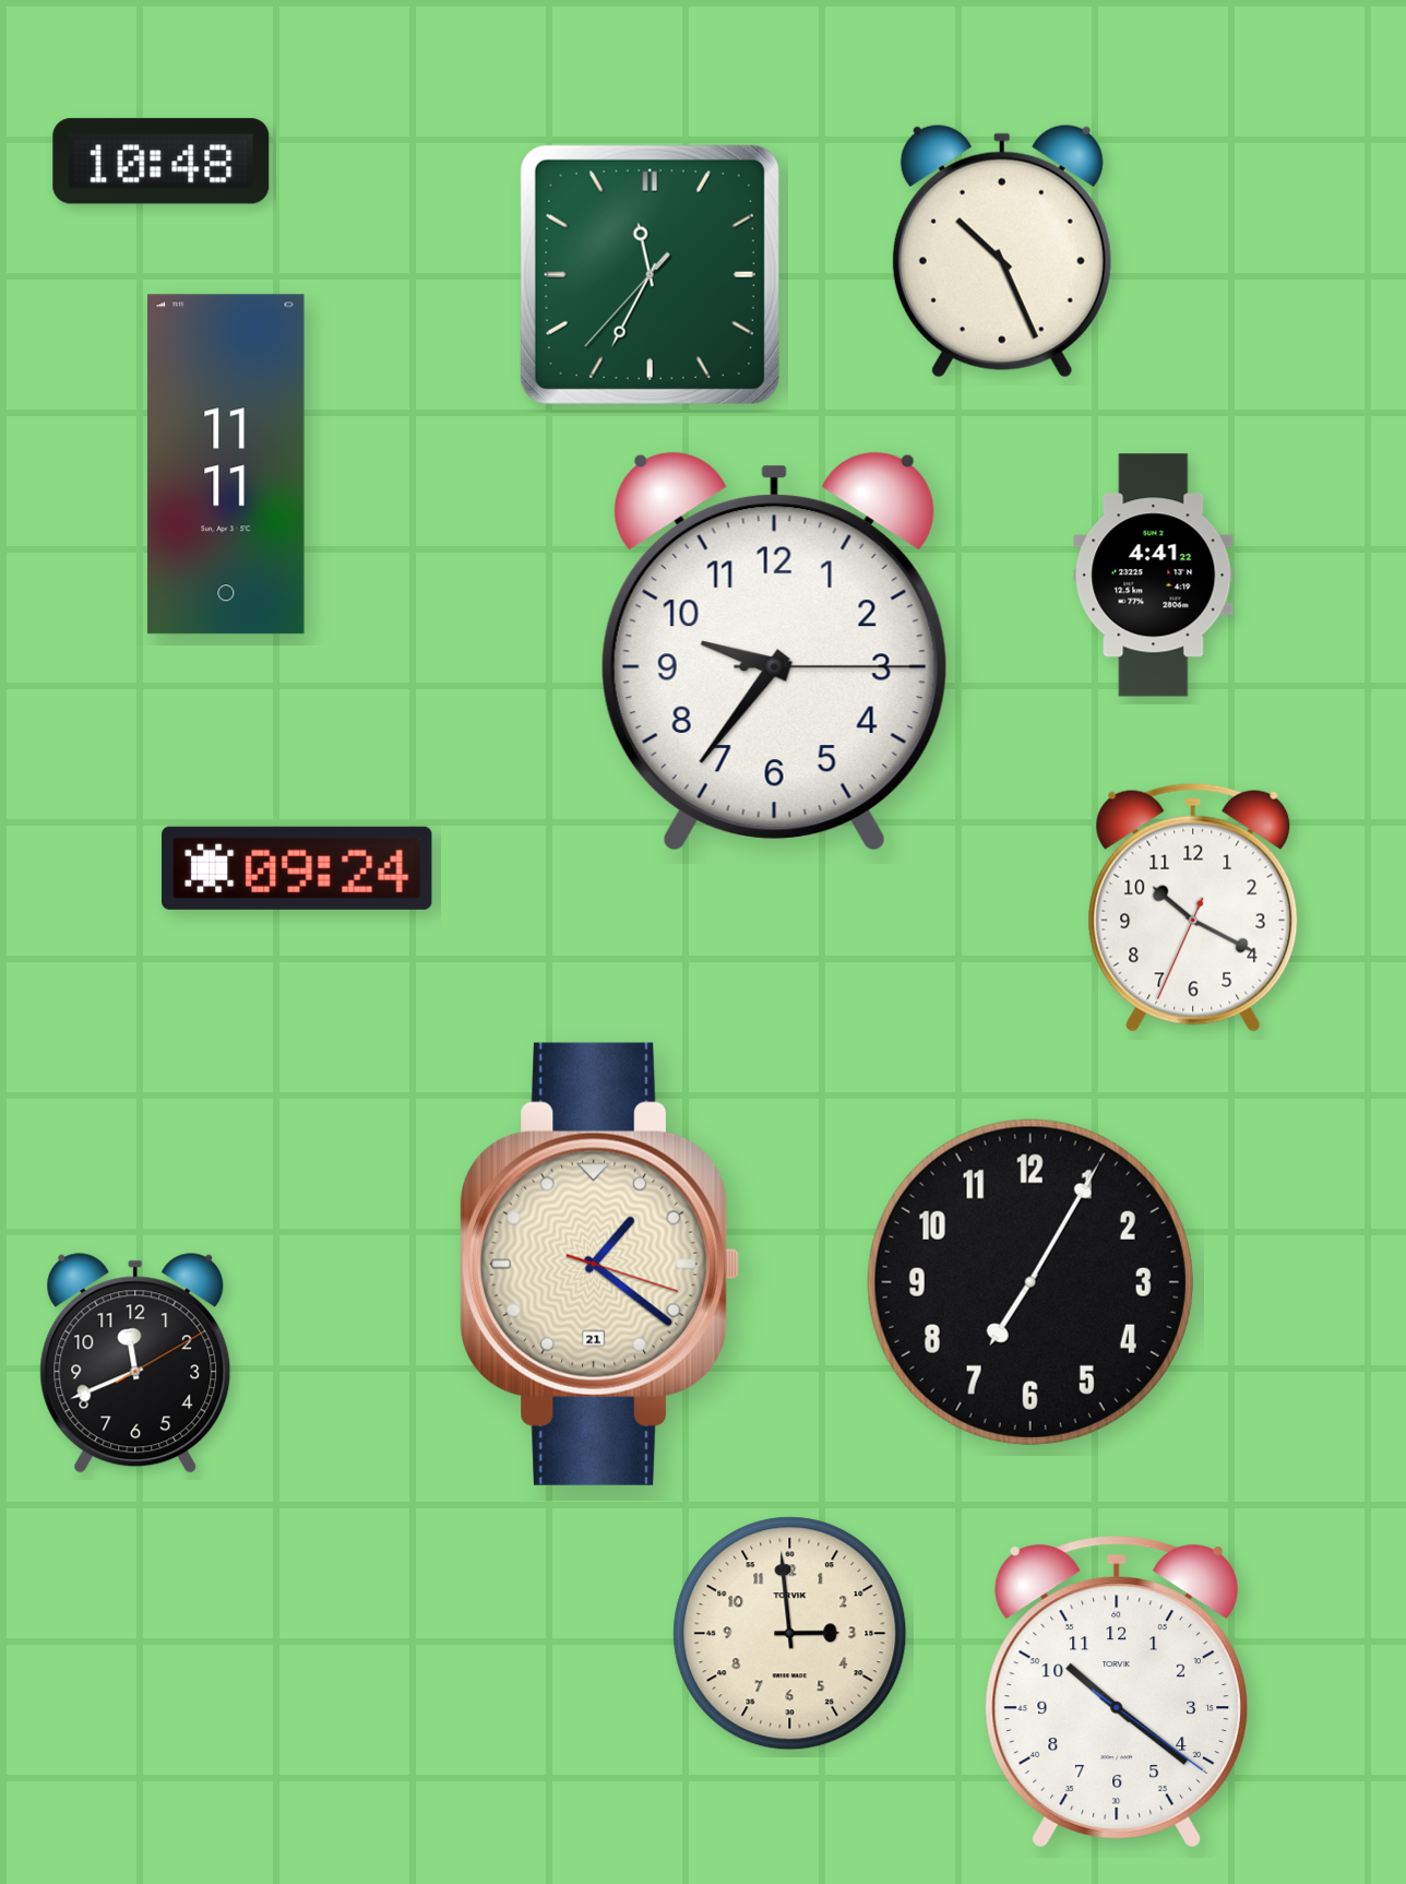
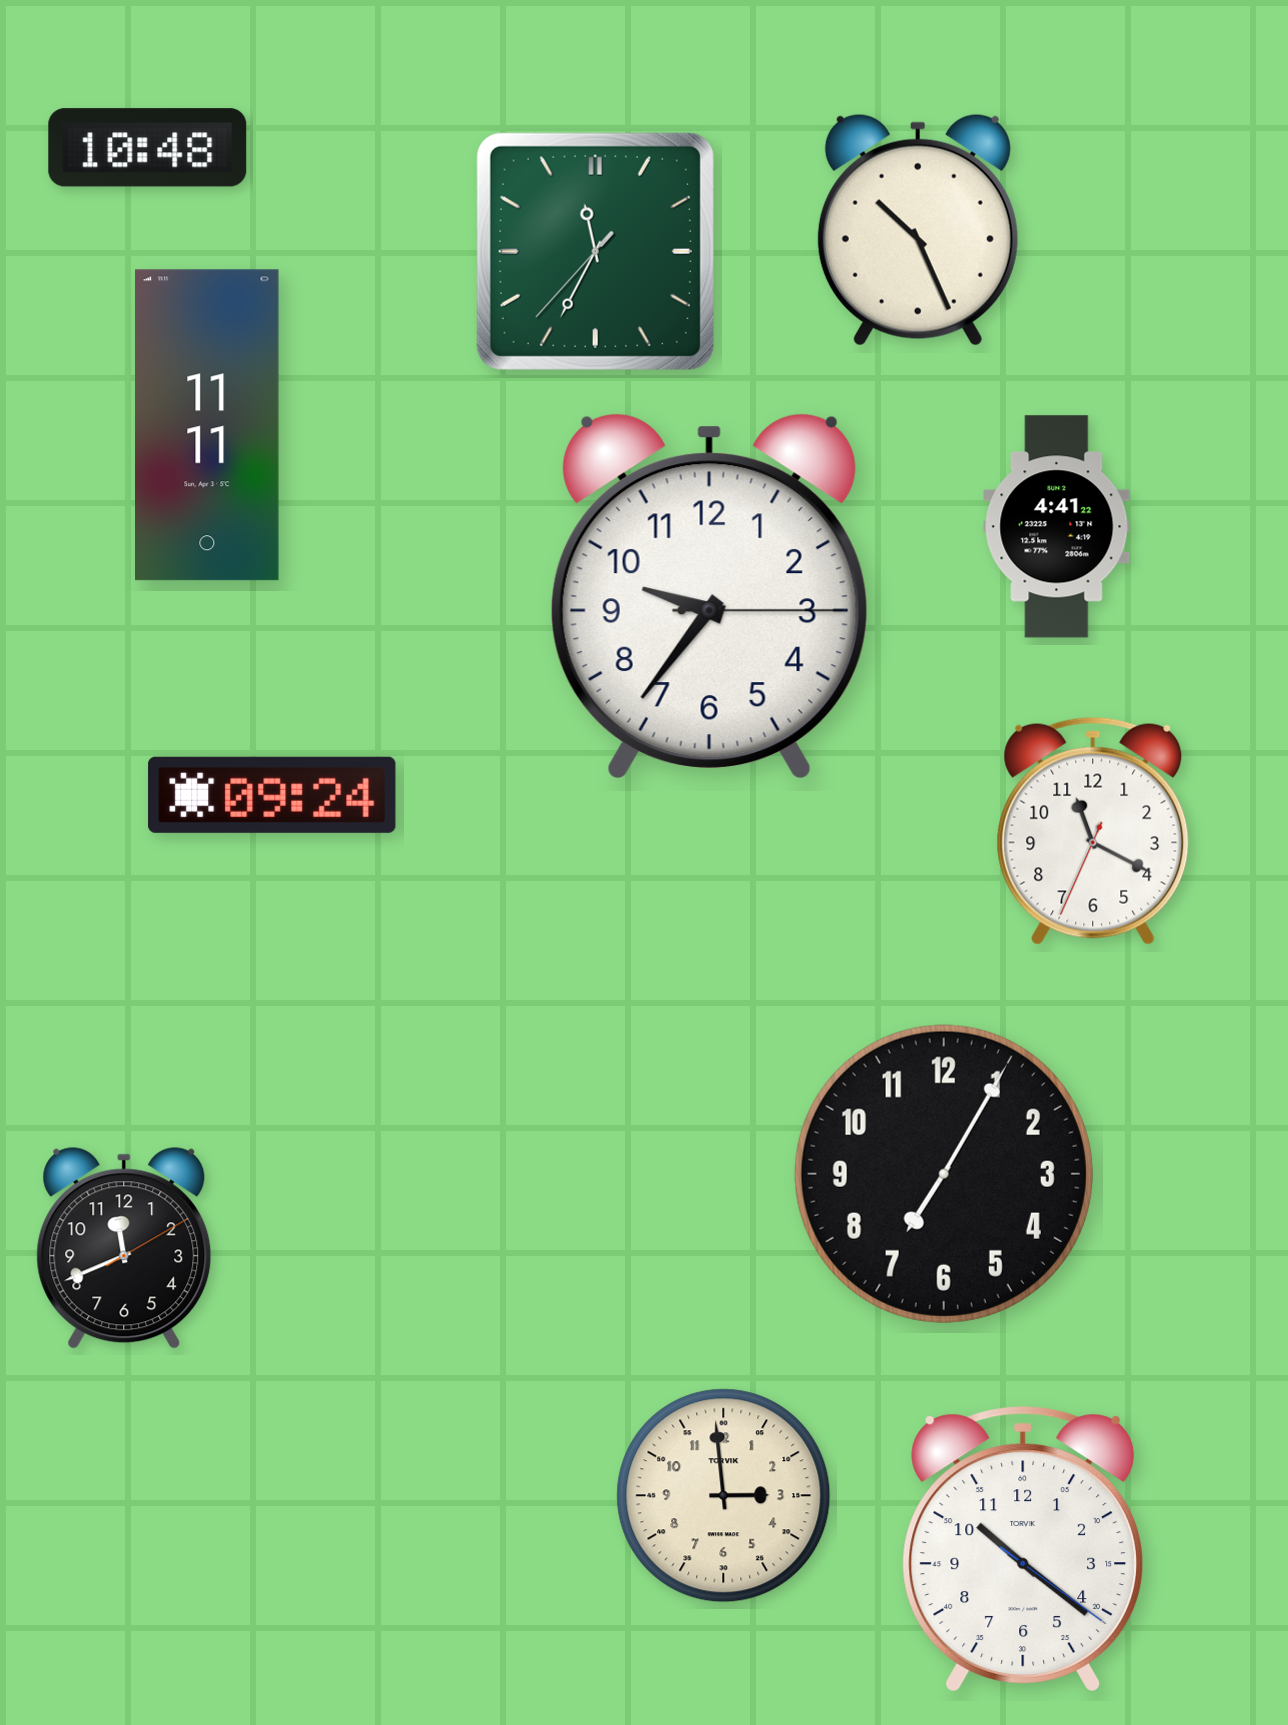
clock at (1193, 908): 10:19 -> 11:19
clock at (600, 1264): 1:21 -> none
